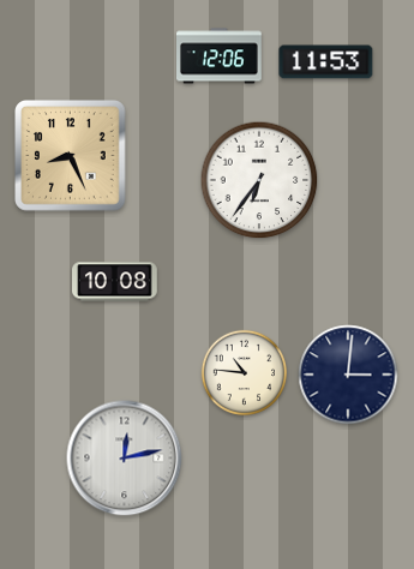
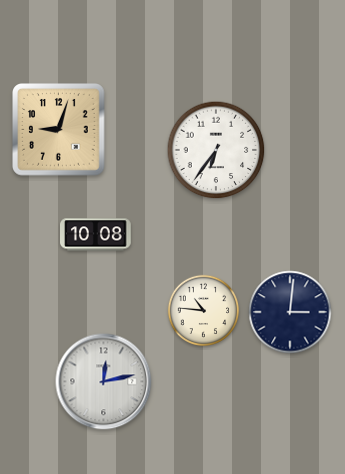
clock at (220, 56): 12:06 -> none
clock at (326, 62): 11:53 -> none
clock at (71, 156): 8:26 -> 9:03
